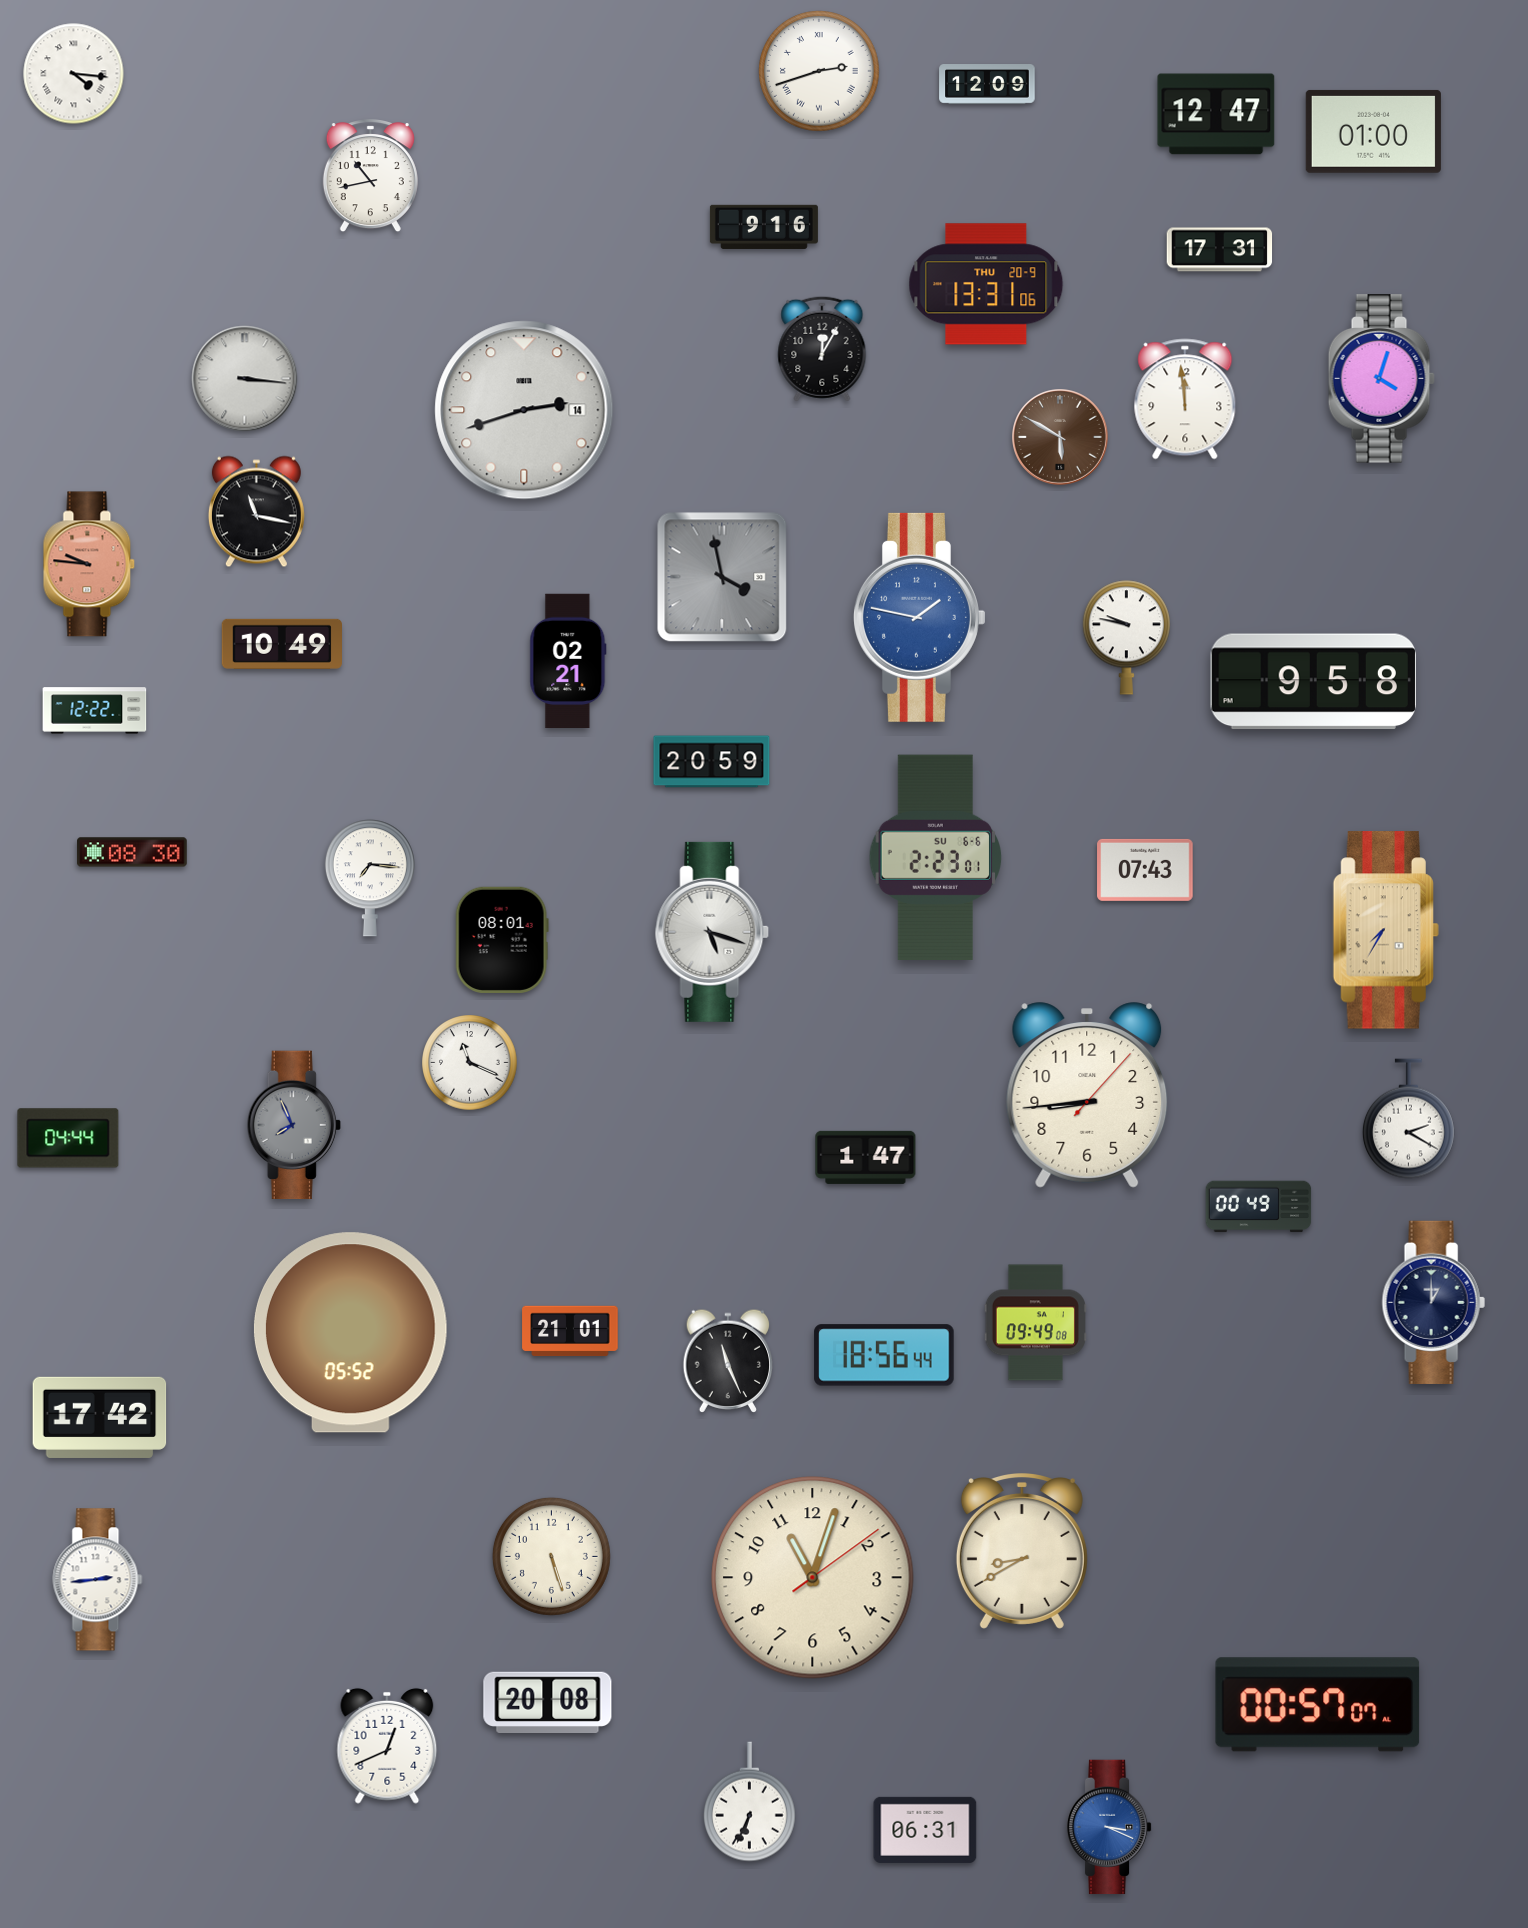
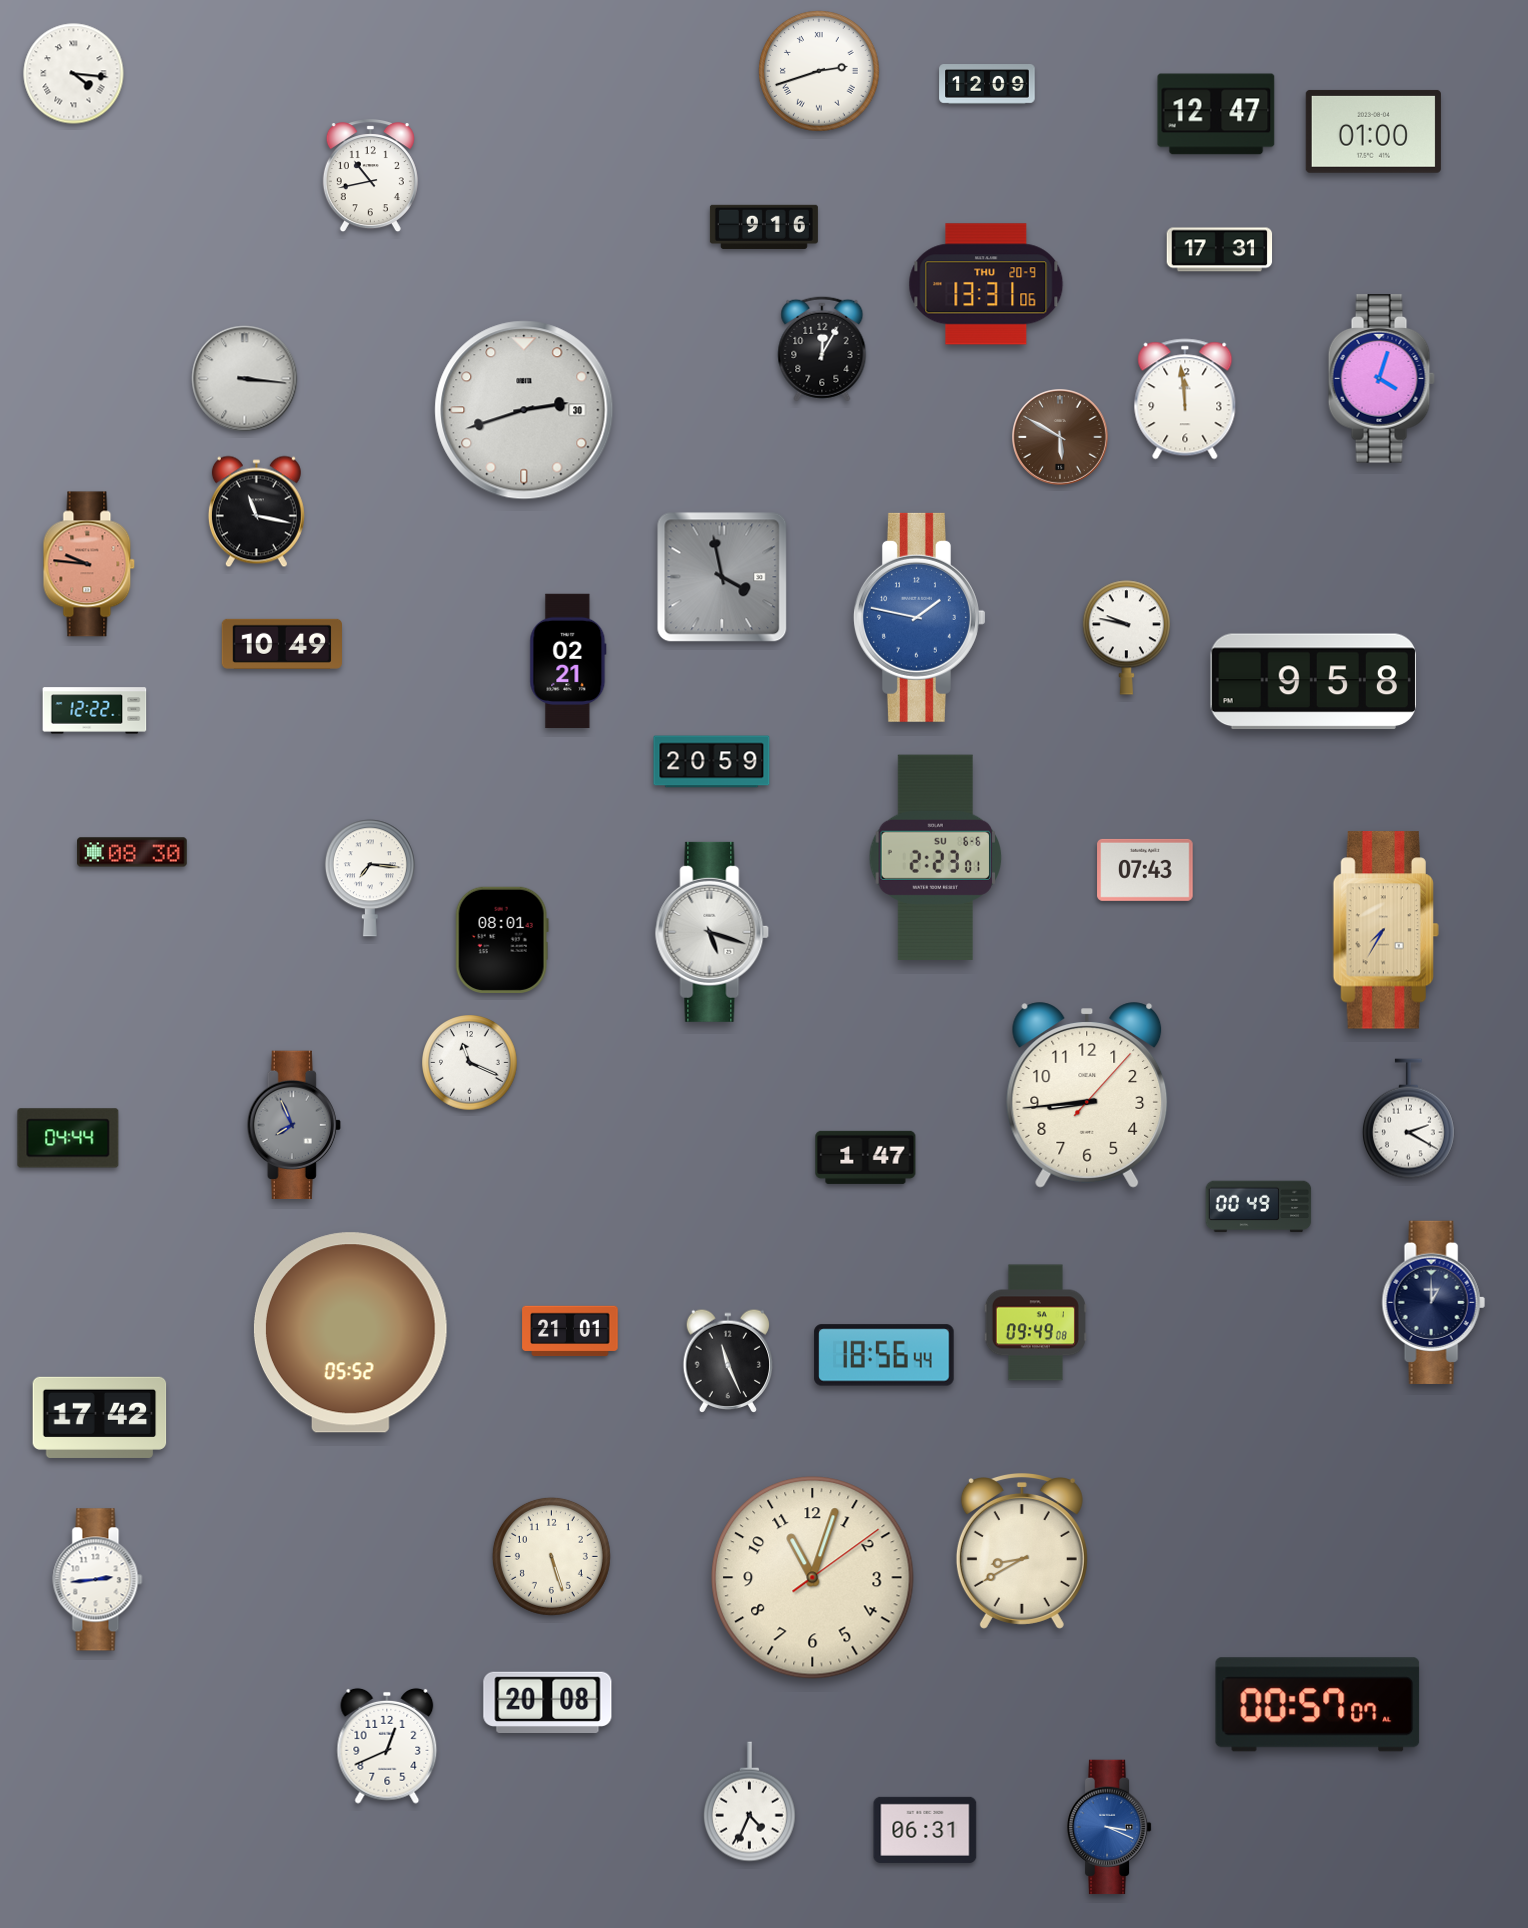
clock at (524, 410) date: 14 -> 30
clock at (749, 1802): 6:34 -> 4:34
